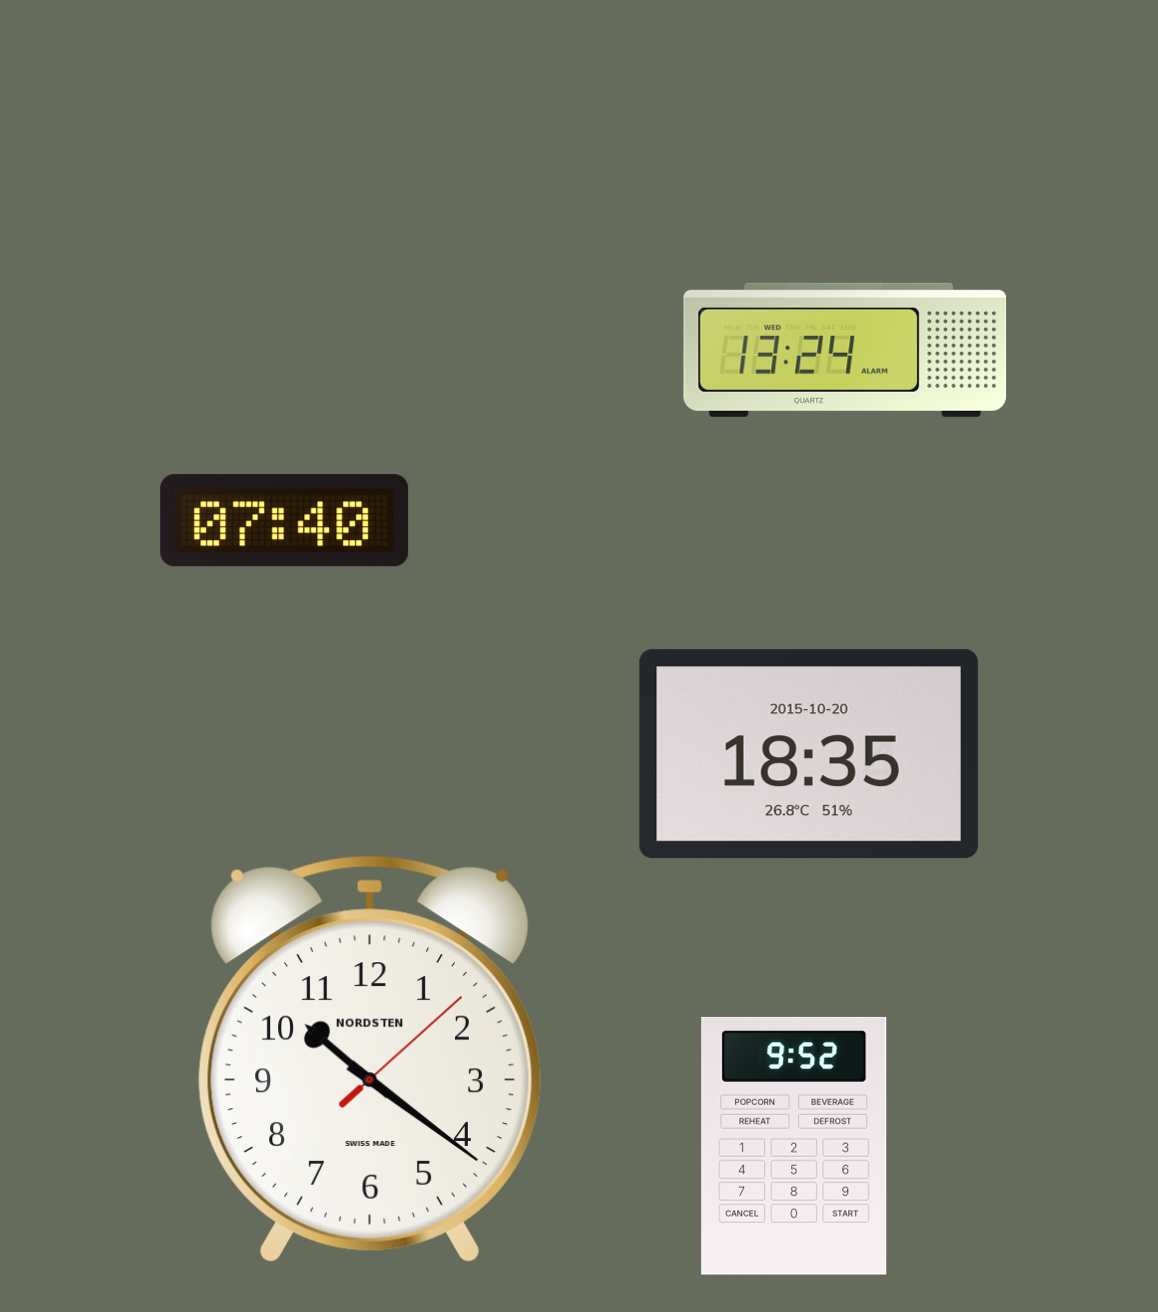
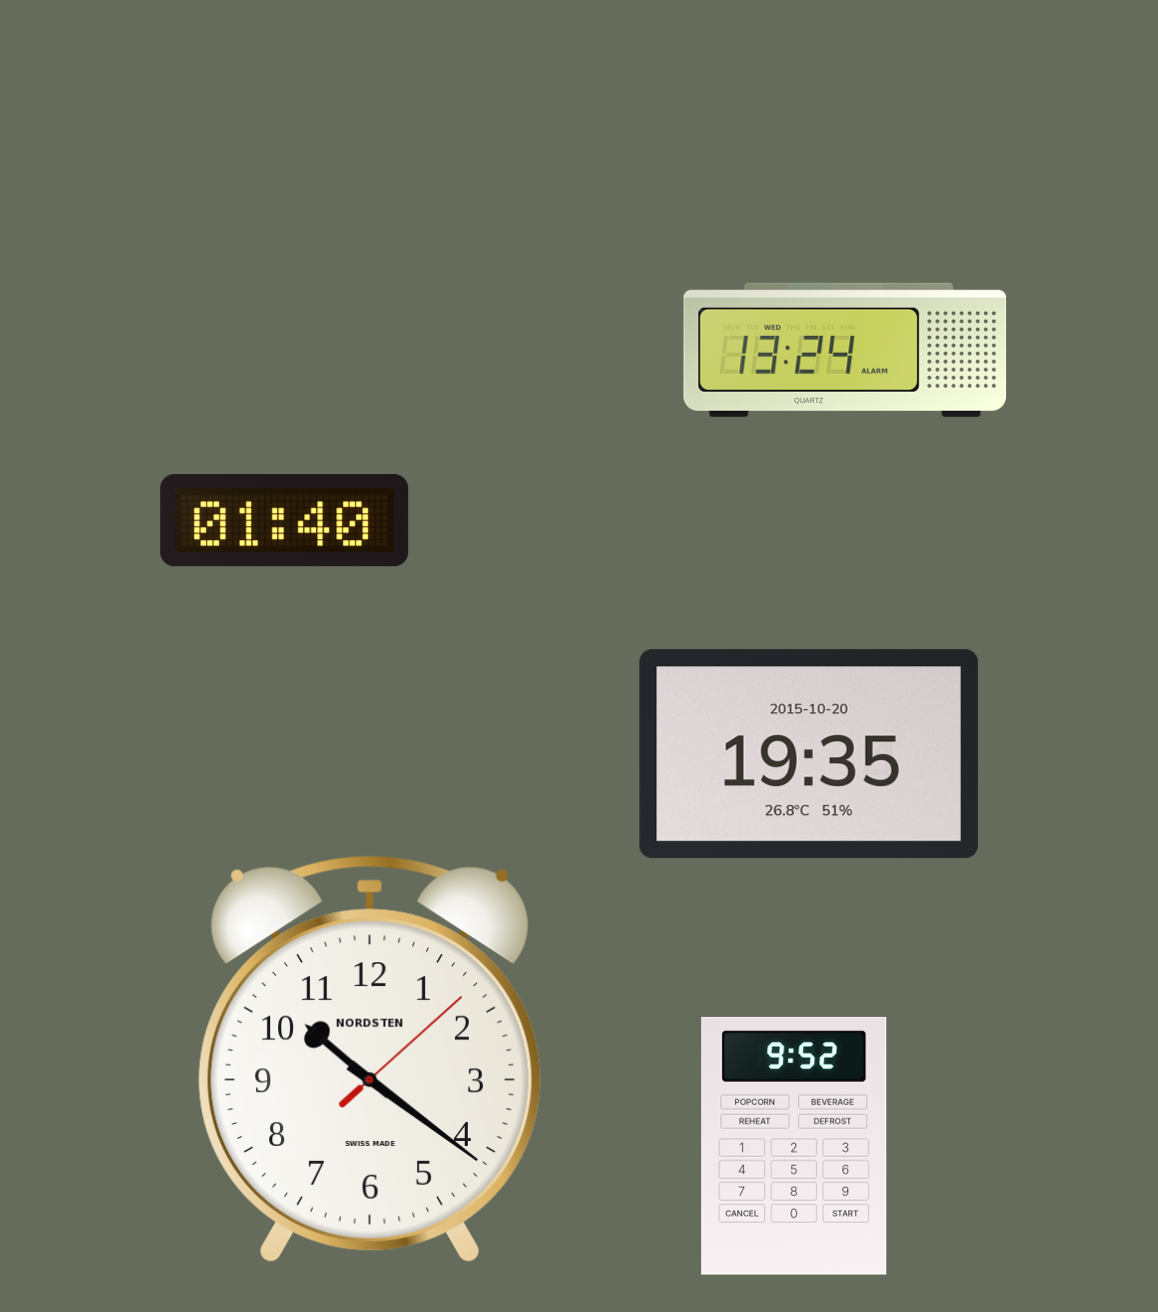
clock at (285, 521): 07:40 -> 01:40
clock at (809, 754): 18:35 -> 19:35
